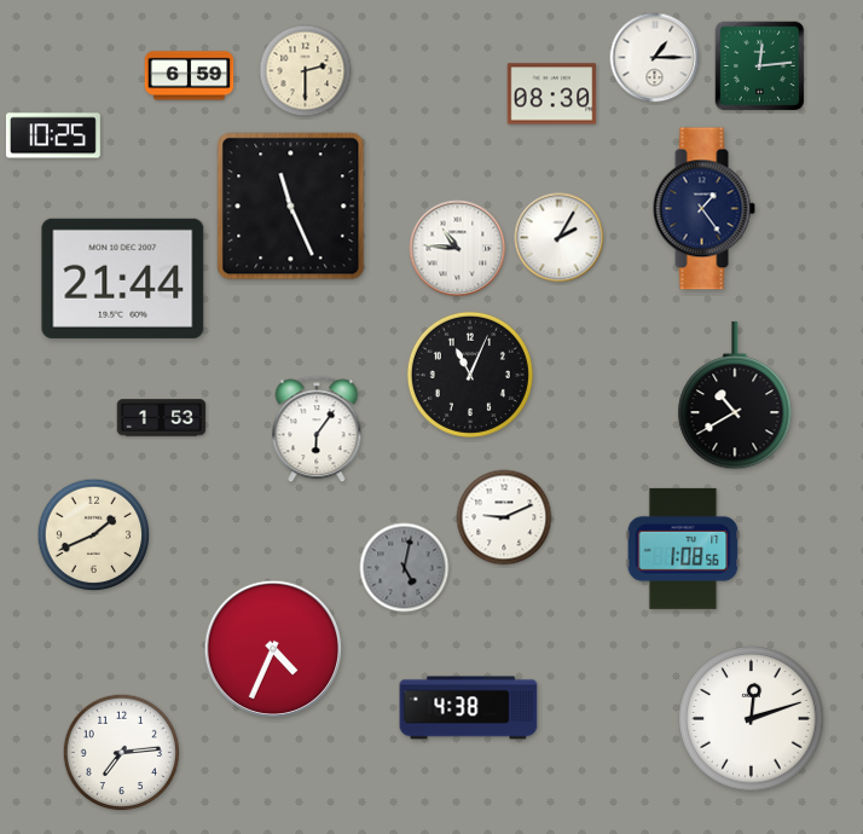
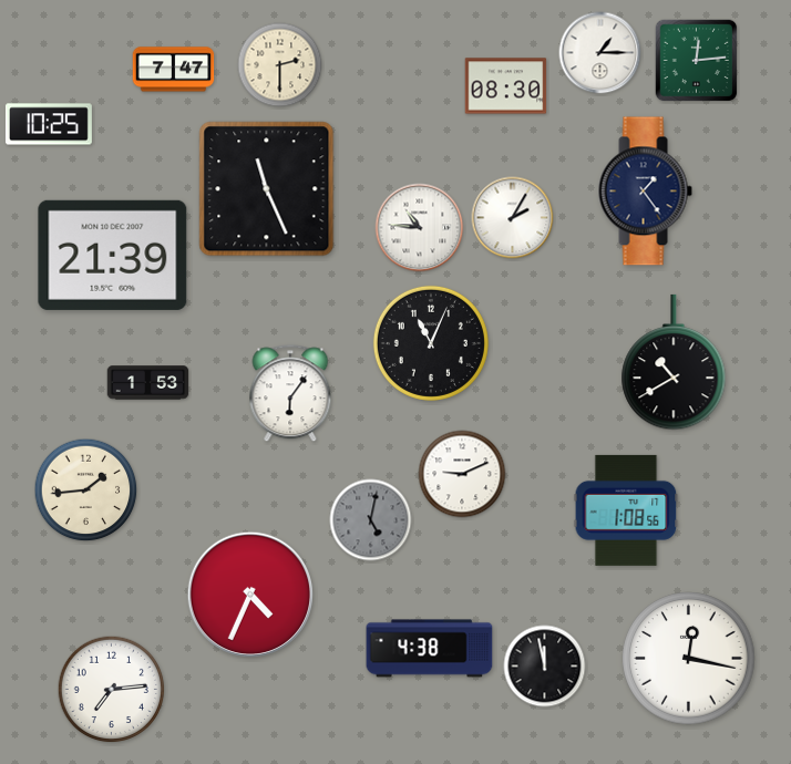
clock at (190, 76): 6:59 -> 7:47
clock at (123, 278): 21:44 -> 21:39
clock at (94, 535): 1:41 -> 1:44
clock at (683, 549) position: (683, 549) -> (626, 510)
clock at (752, 719): 12:12 -> 12:17
clock at (545, 667): none -> 11:58
